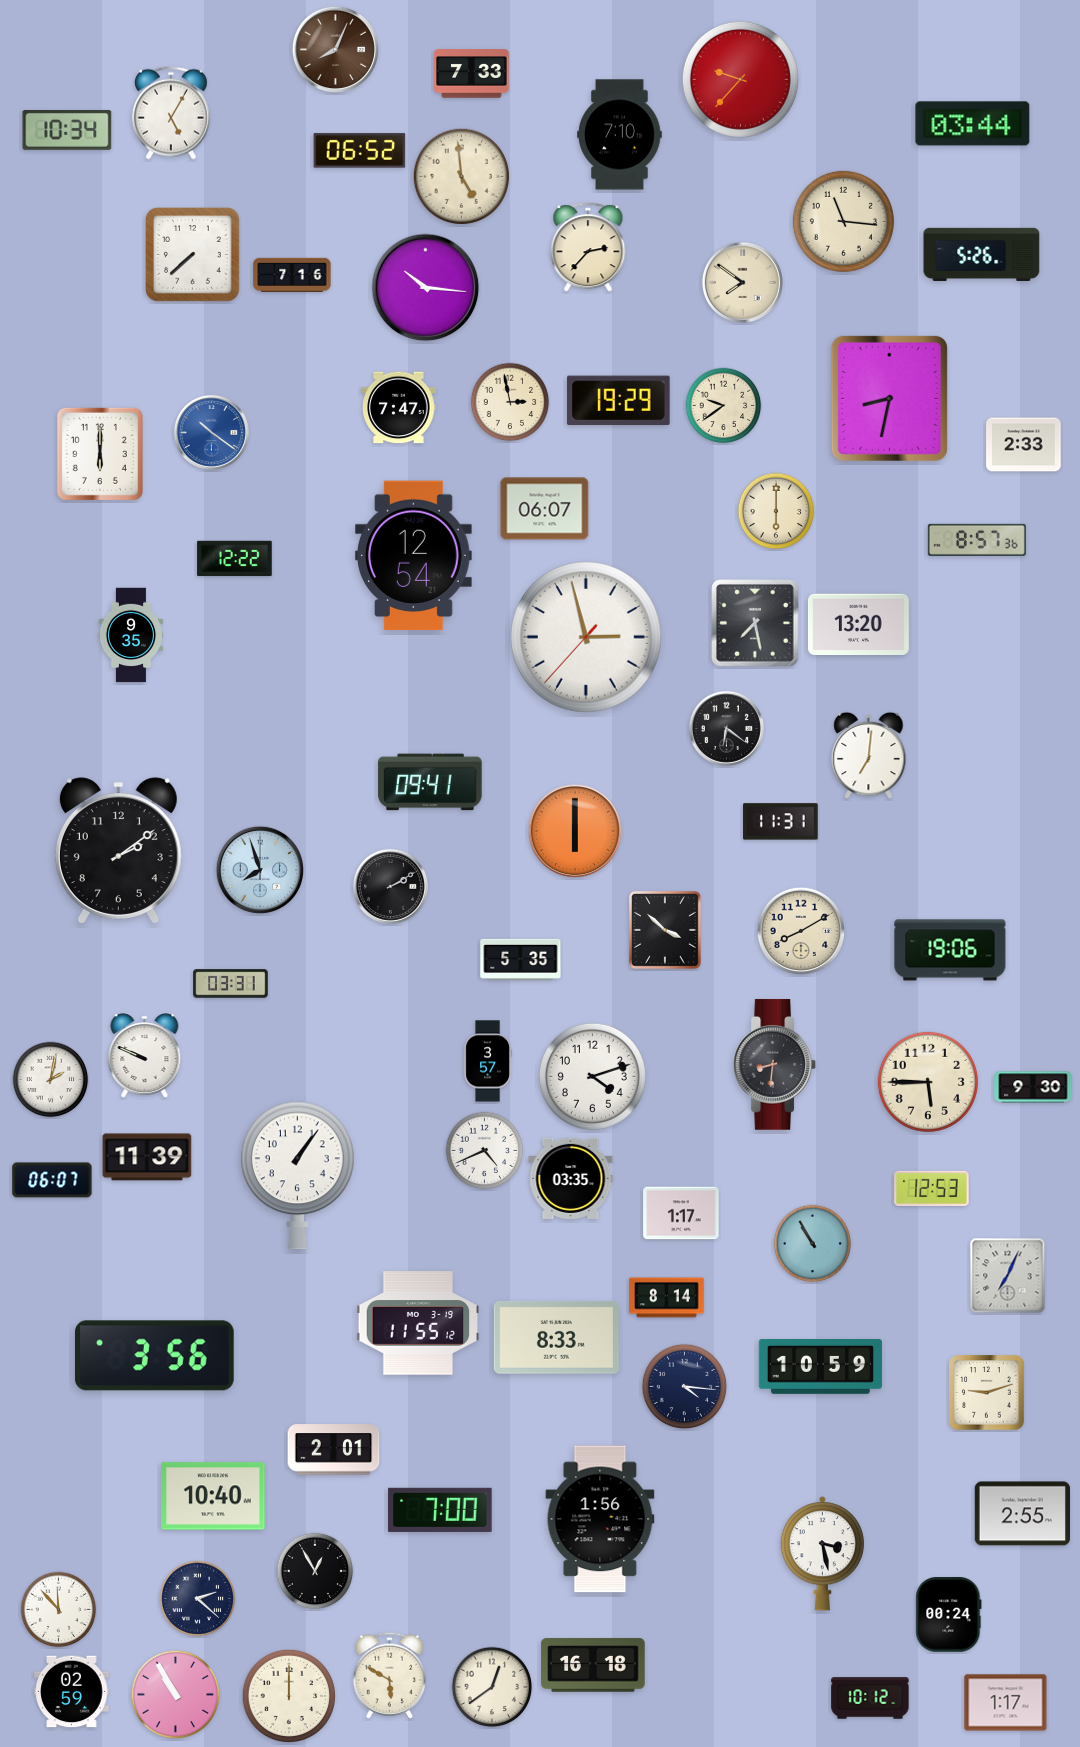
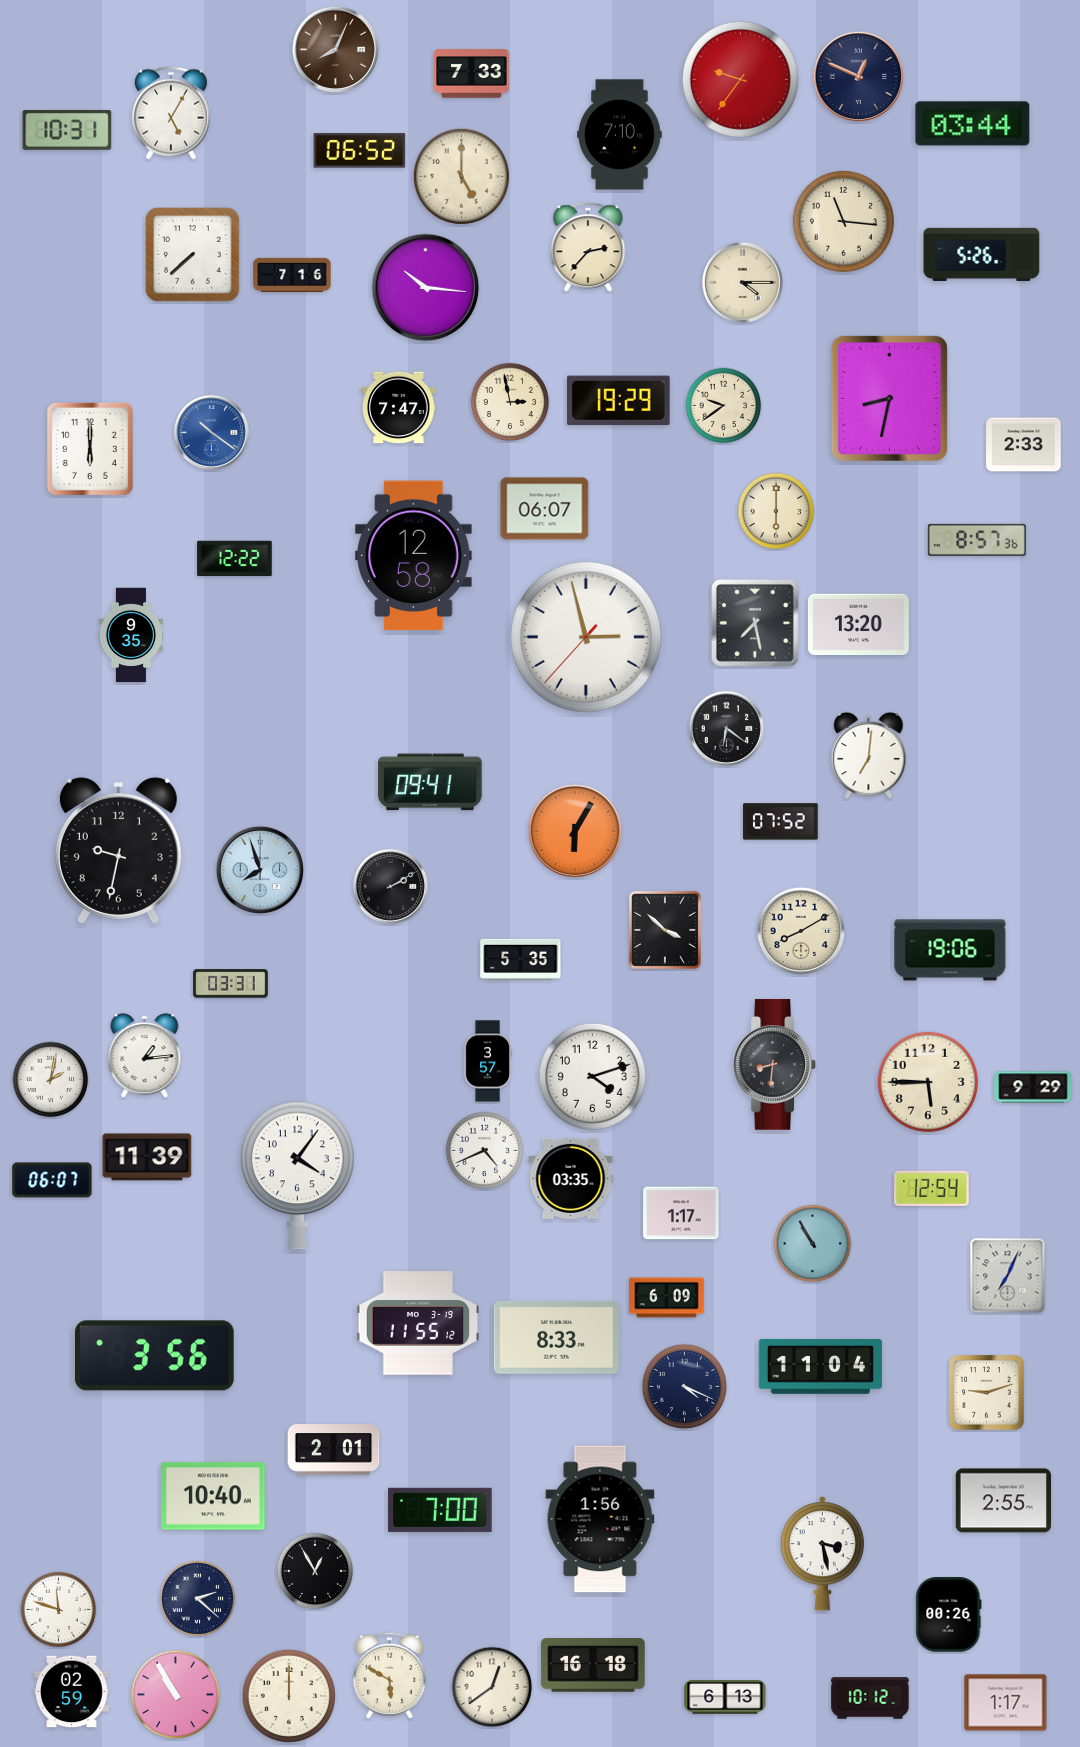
clock at (858, 76): none -> 12:49
clock at (740, 79): 9:37 -> 9:36
clock at (67, 131): 10:34 -> 10:31
clock at (461, 176): 4:59 -> 5:00
clock at (742, 282): 7:51 -> 4:15
clock at (100, 454) position: (100, 454) -> (90, 449)
clock at (414, 556): 12:54 -> 12:58
clock at (781, 822): 11:31 -> 07:52
clock at (575, 831): 6:00 -> 6:05
clock at (118, 851): 2:09 -> 9:32
clock at (145, 1056): 9:49 -> 1:14
clock at (1033, 1087): 9:30 -> 9:29
clock at (297, 1176): 1:06 -> 4:06
clock at (932, 1188): 12:53 -> 12:54
clock at (667, 1298): 8:14 -> 6:09
clock at (821, 1367): 10:59 -> 11:04
clock at (685, 1387): 4:16 -> 4:19
clock at (1022, 1514) position: (1022, 1514) -> (1003, 1501)
clock at (59, 1610): 11:53 -> 11:48
clock at (949, 1615): 00:24 -> 00:26
clock at (725, 1697): none -> 6:13
